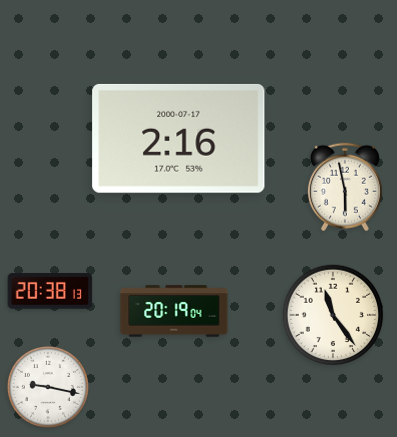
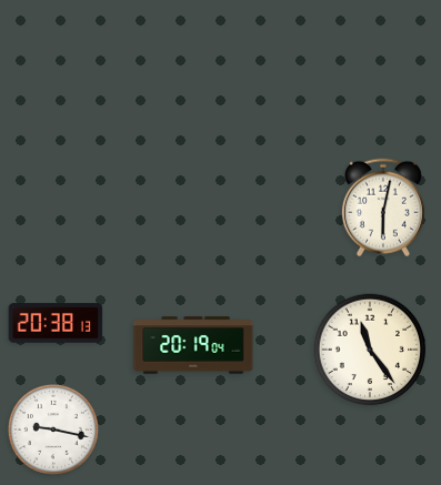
clock at (179, 138): 2:16 -> none
clock at (345, 187): 5:58 -> 6:02
